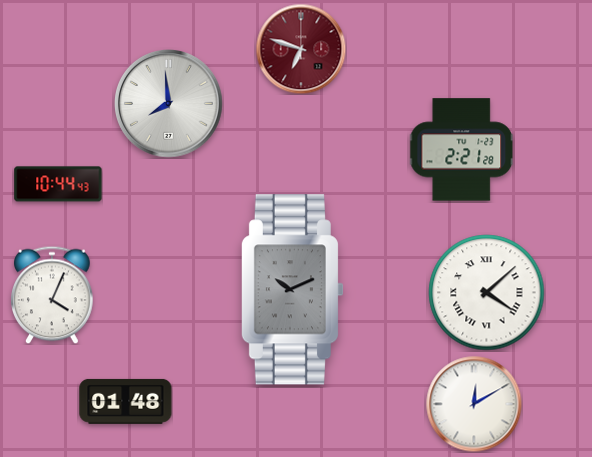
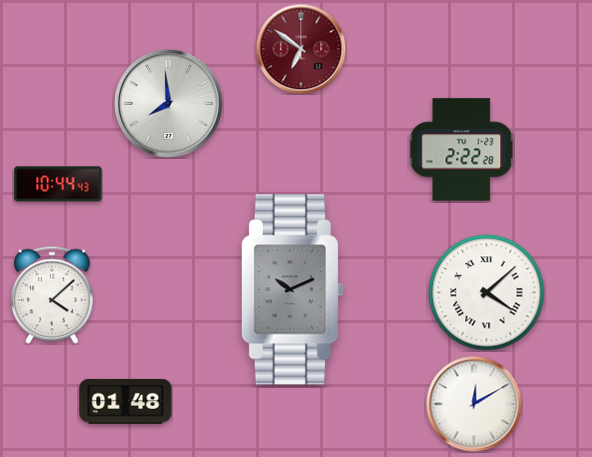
clock at (301, 49): 6:48 -> 6:51
clock at (462, 150): 2:21 -> 2:22
clock at (53, 295): 4:04 -> 4:08
